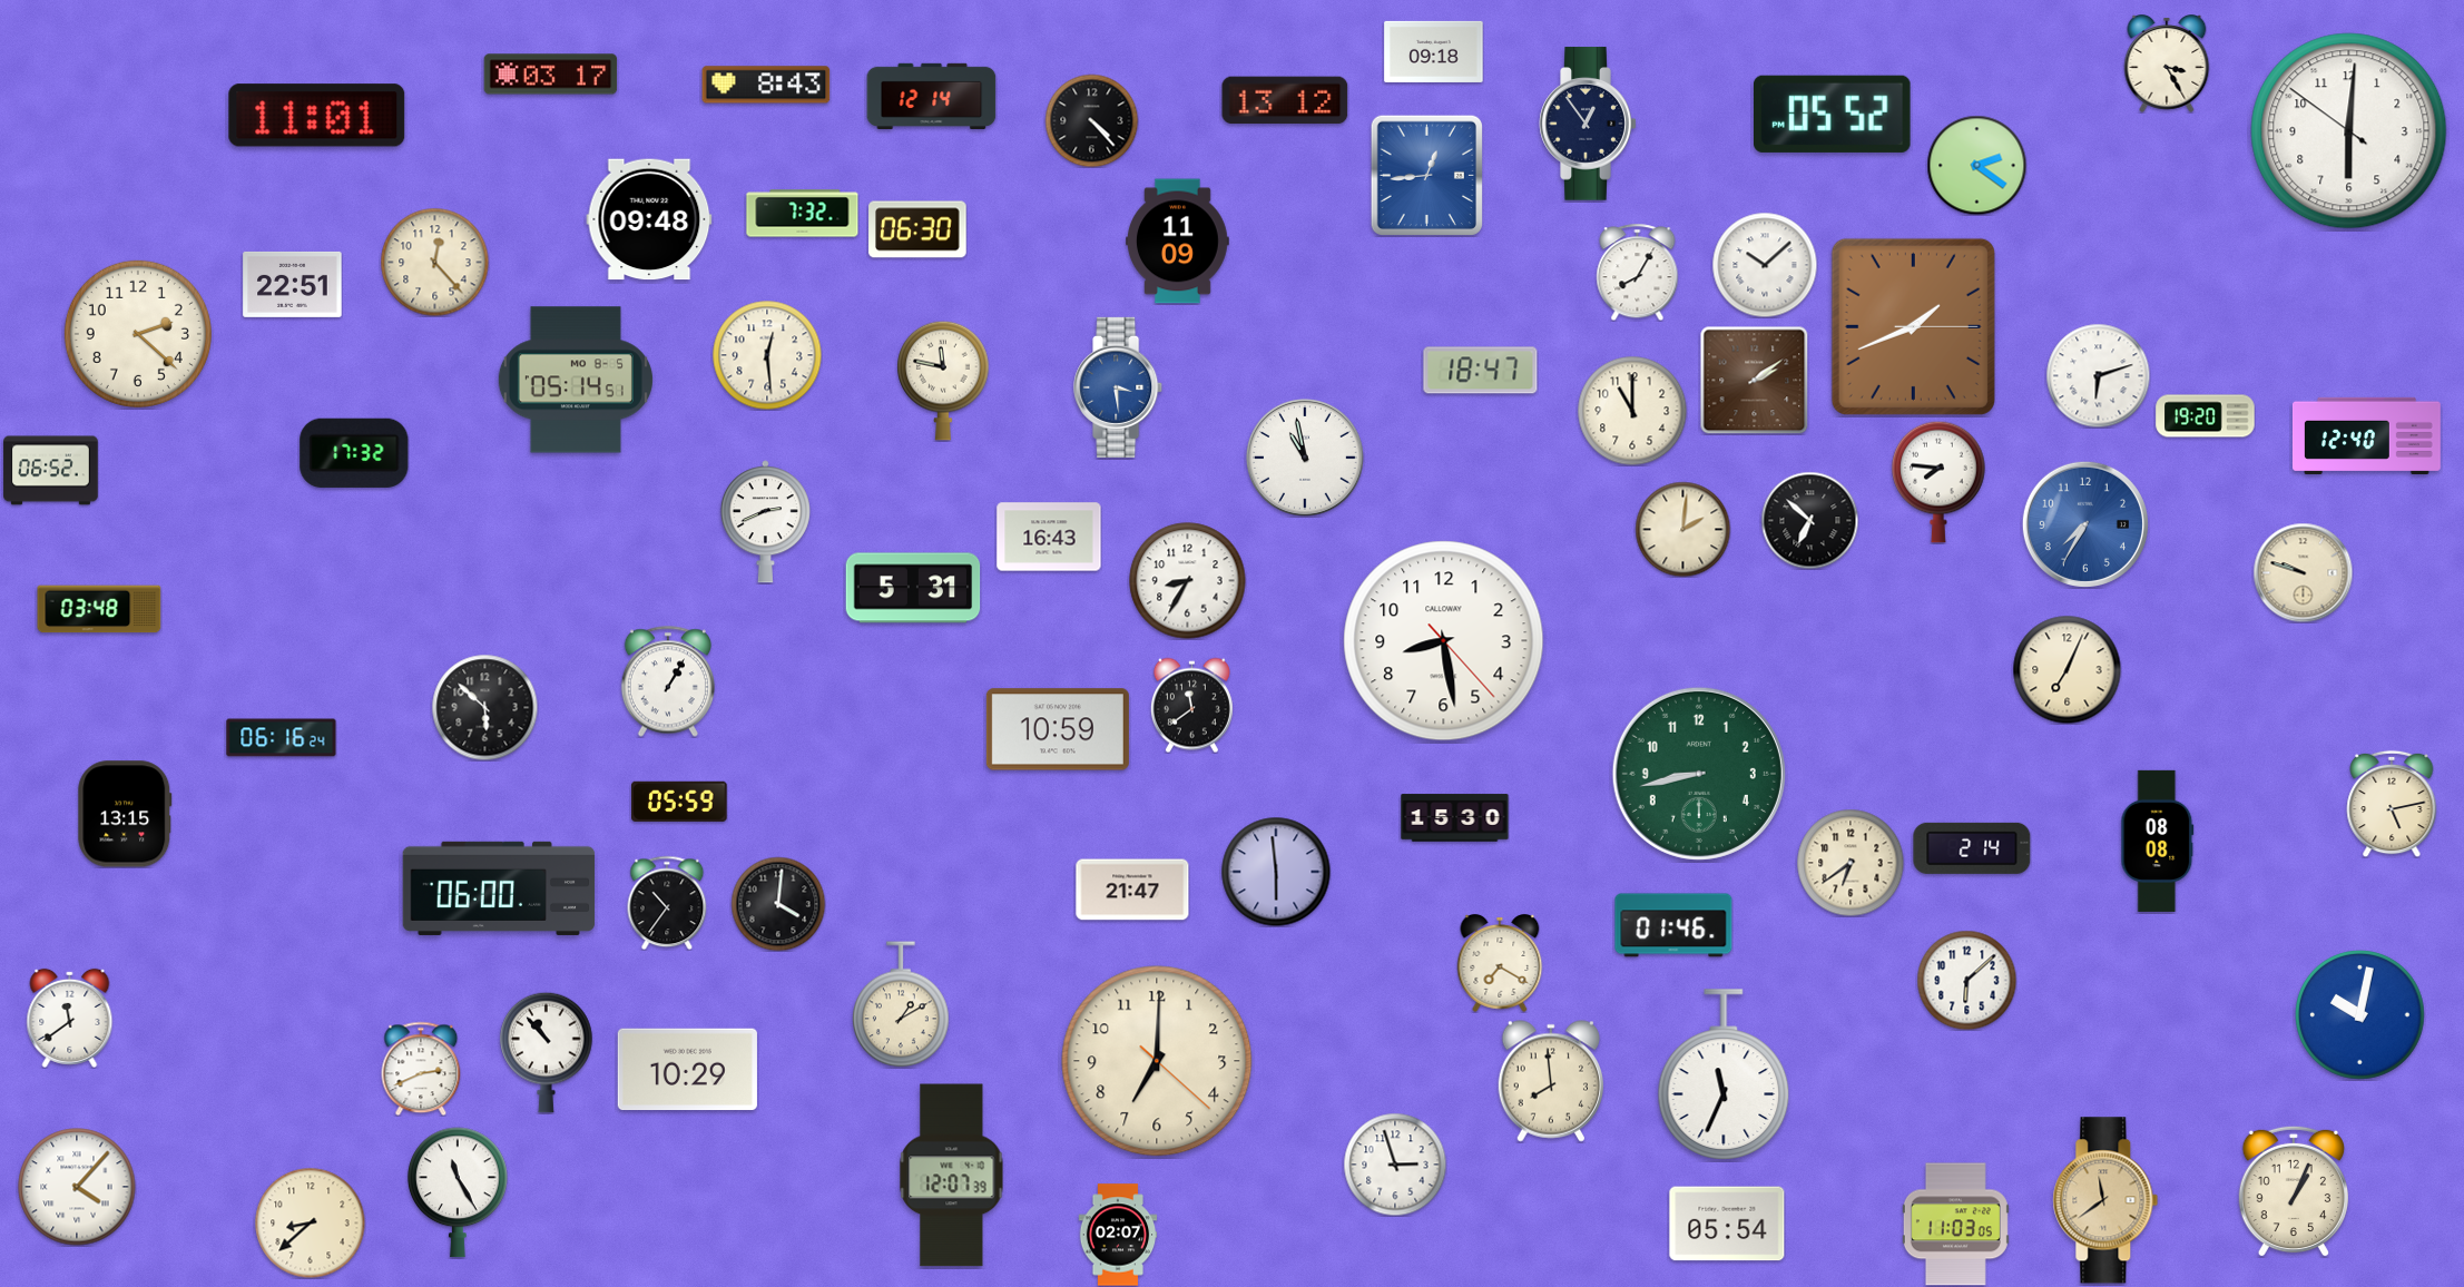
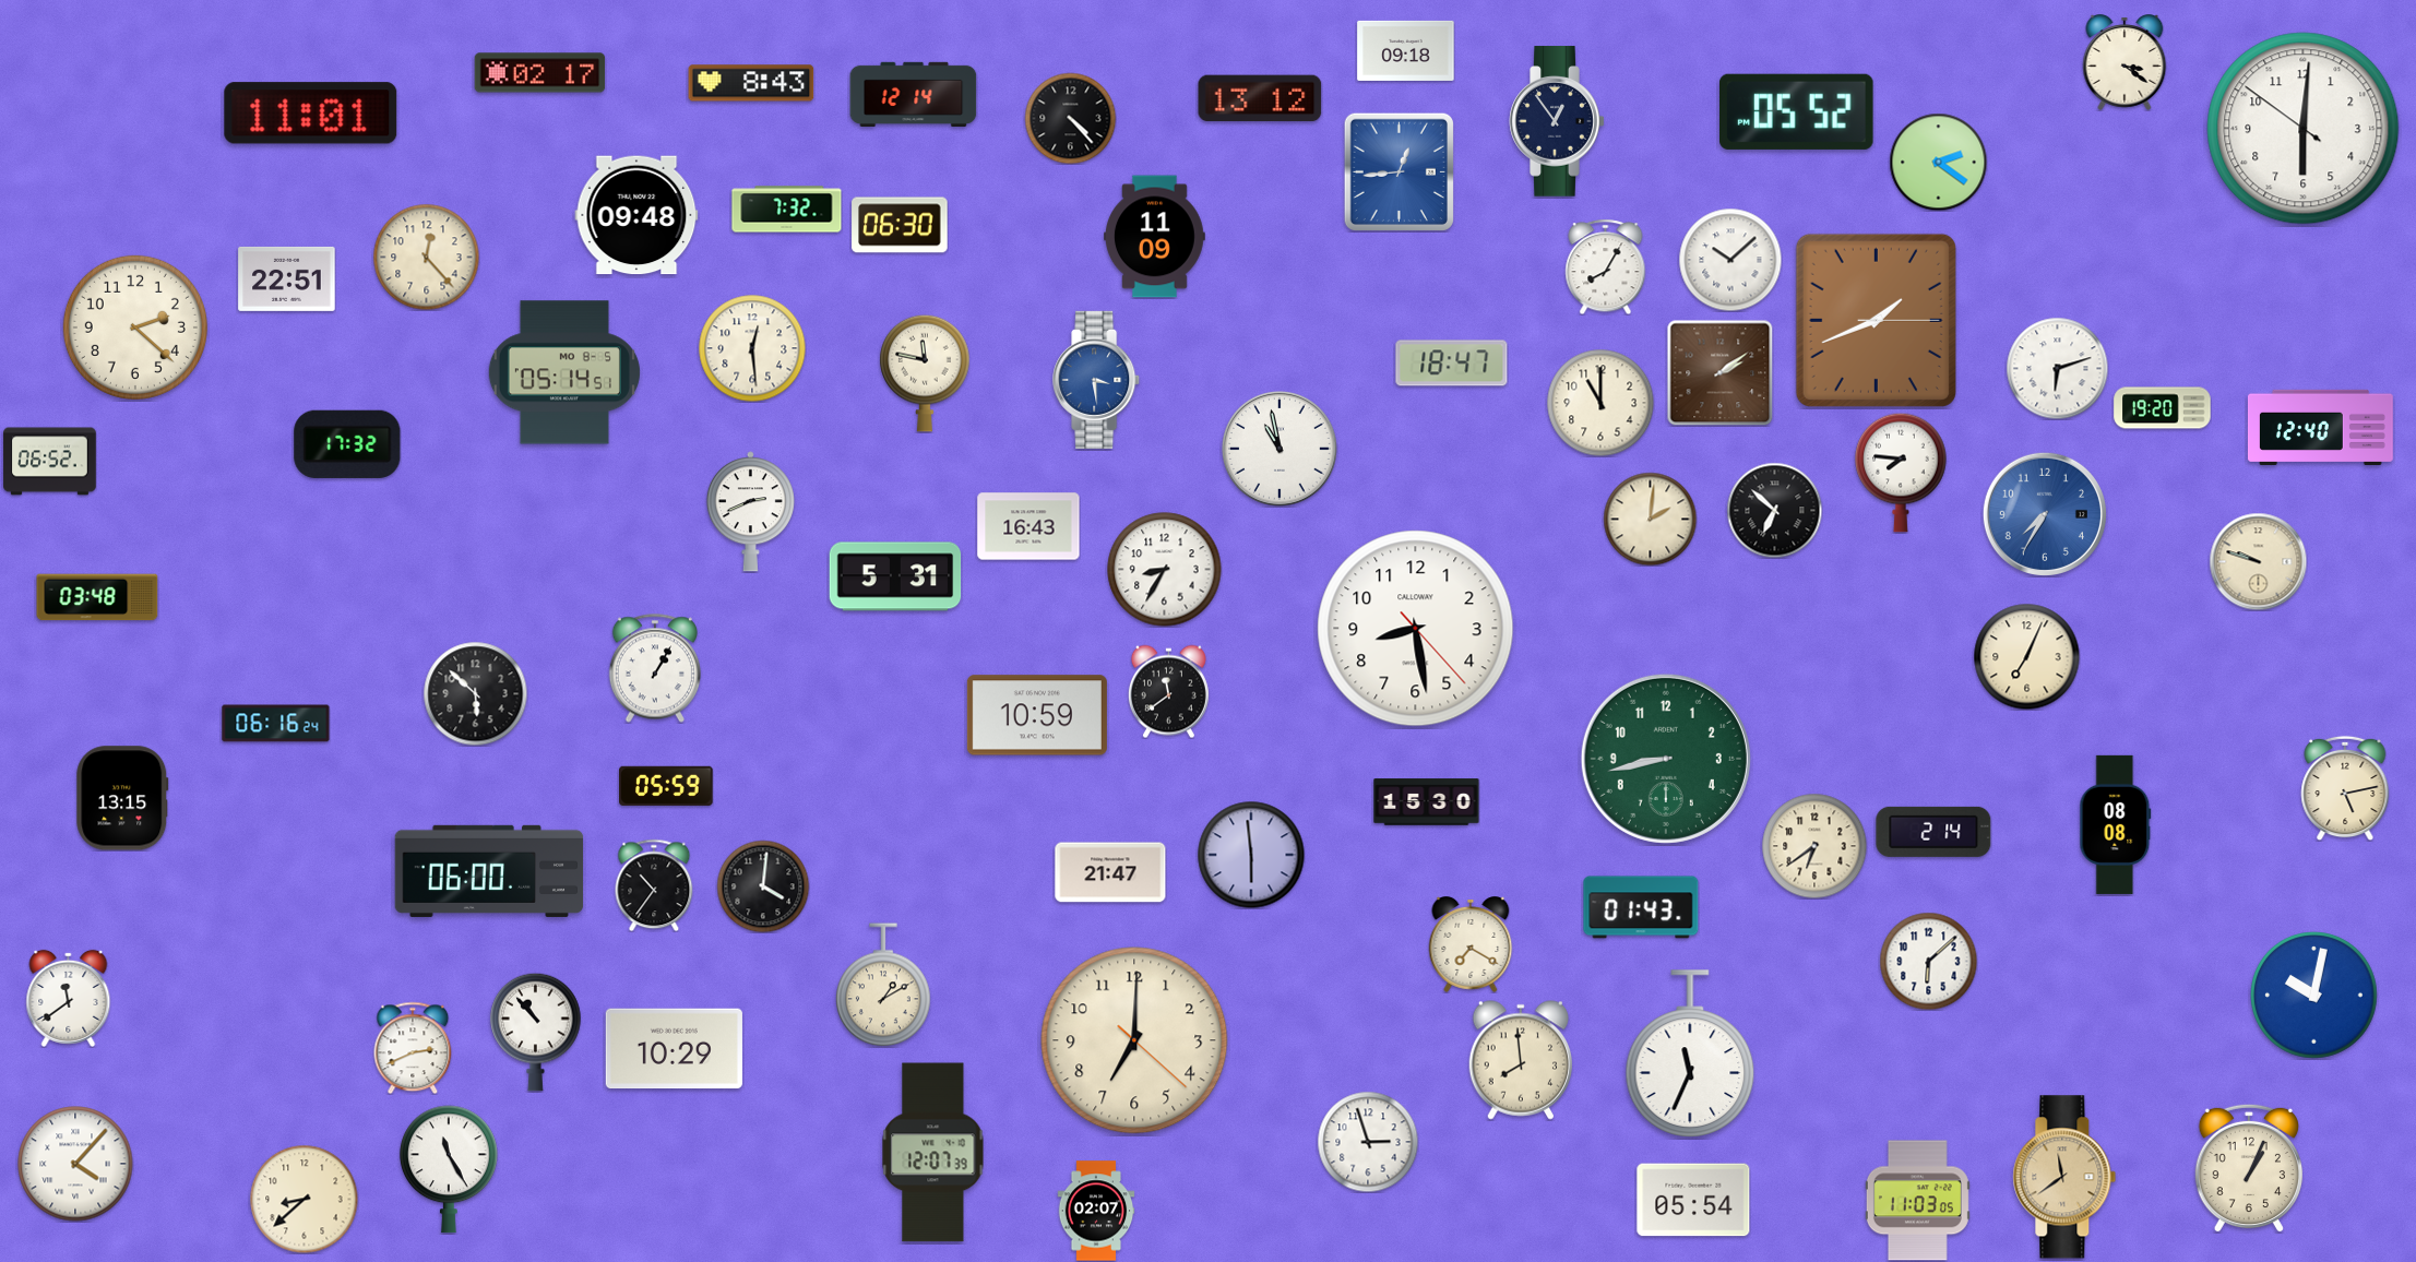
clock at (2167, 63): 3:25 -> 3:21
clock at (551, 75): 03:17 -> 02:17
clock at (1673, 925): 01:46 -> 01:43
